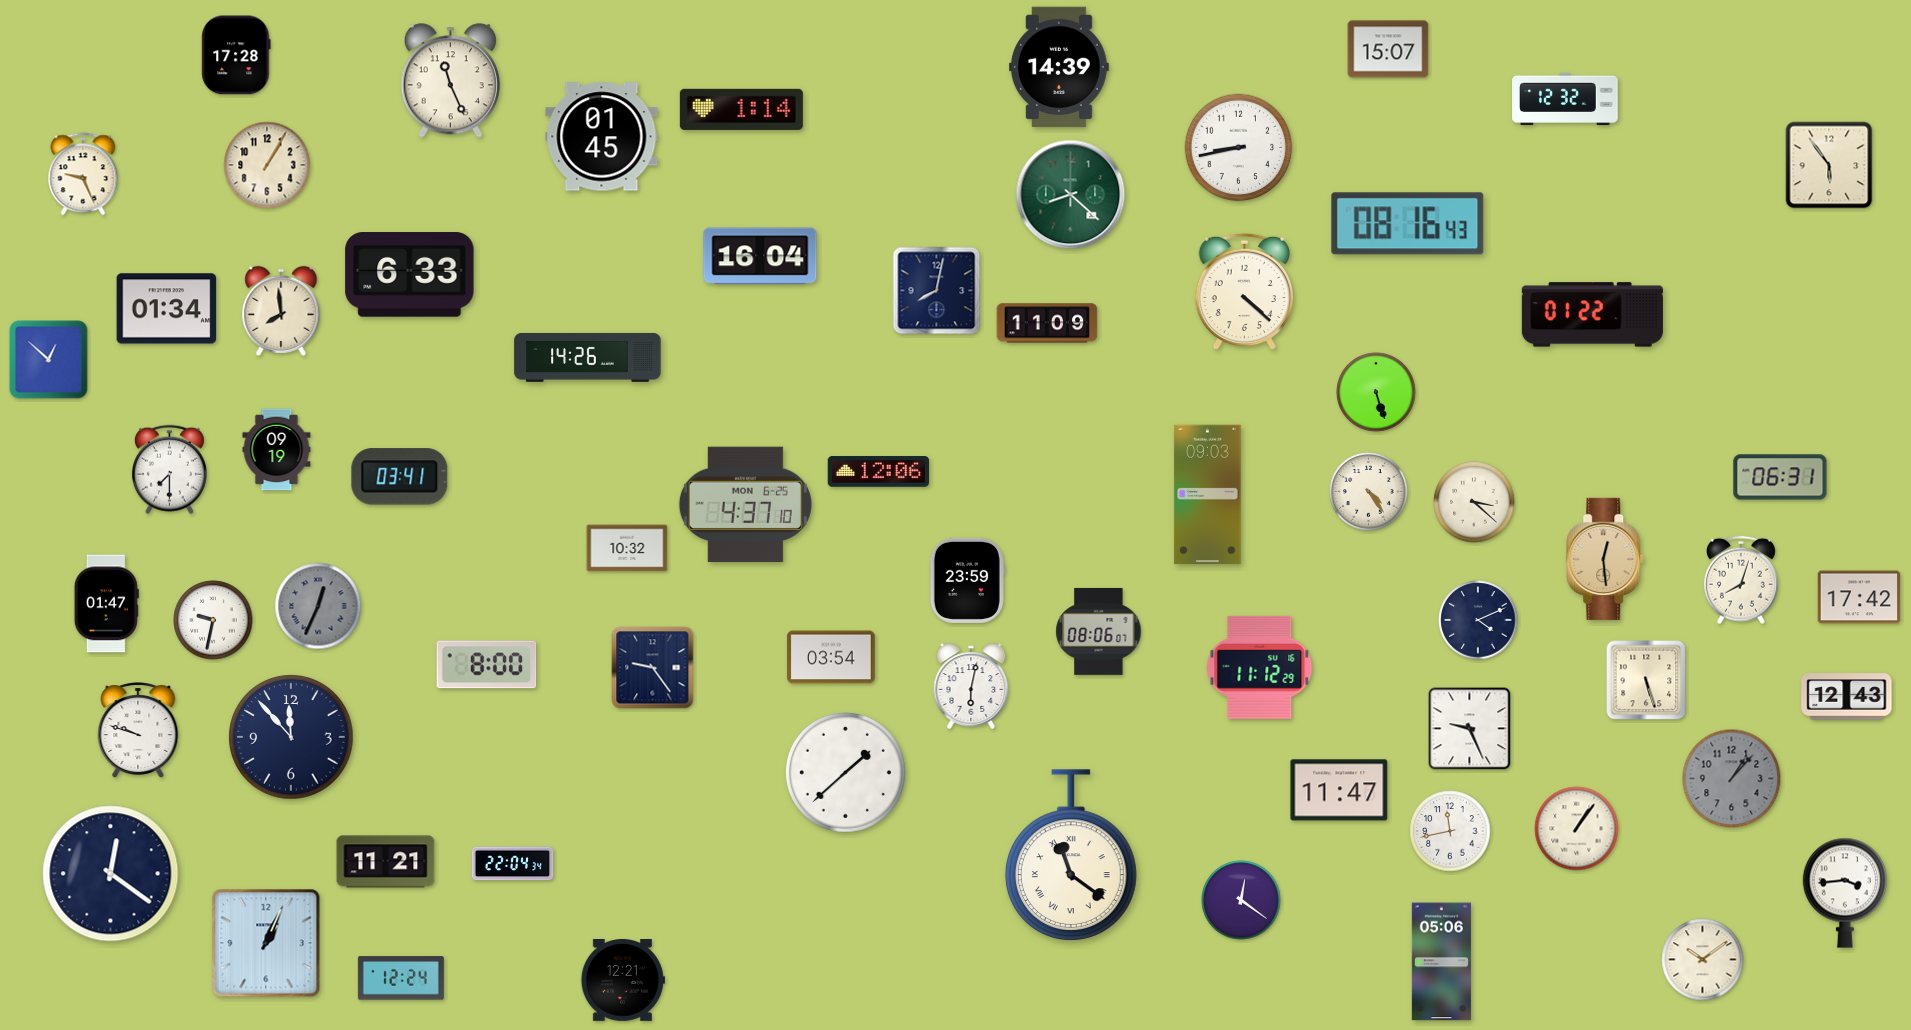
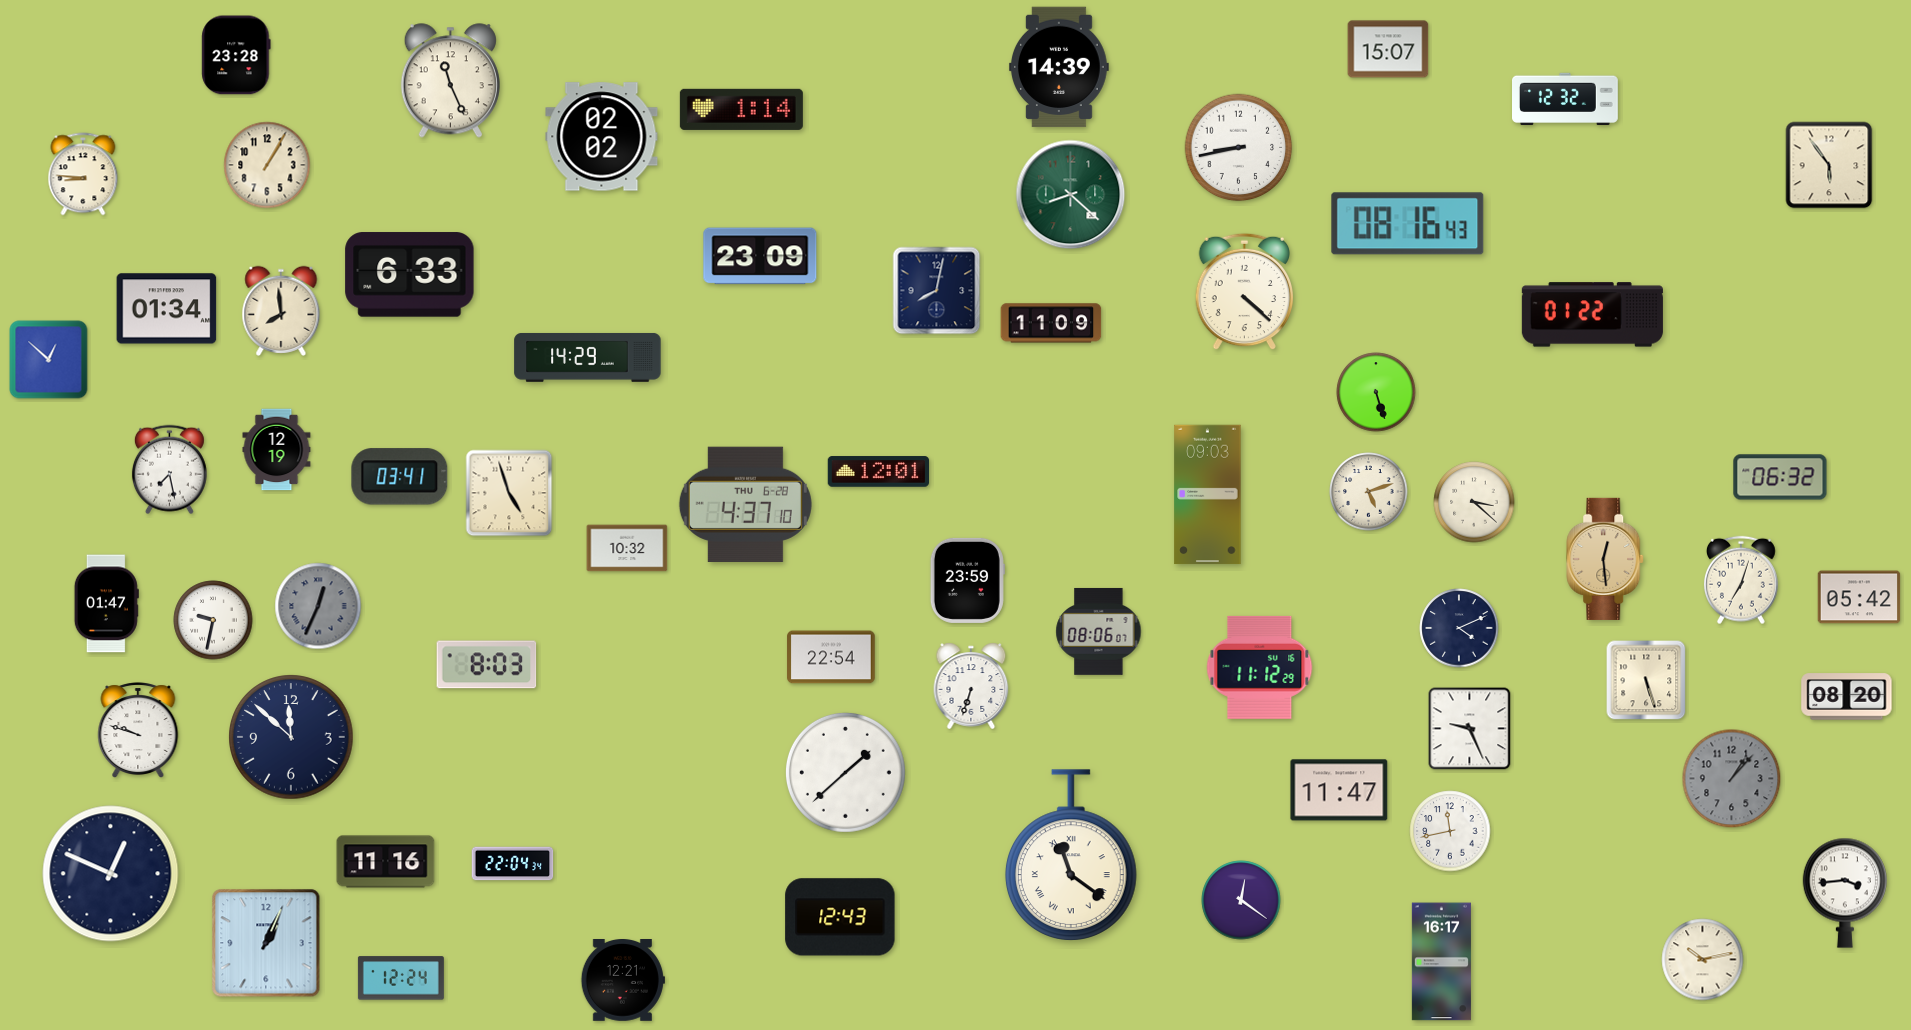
clock at (236, 55): 17:28 -> 23:28
clock at (602, 137): 01:45 -> 02:02
clock at (83, 174): 9:26 -> 8:46
clock at (760, 256): 16:04 -> 23:09
clock at (1047, 323) position: (1047, 323) -> (1051, 323)
clock at (588, 358): 14:26 -> 14:29
clock at (277, 450): 09:19 -> 12:19
clock at (169, 470): 7:30 -> 7:28
clock at (879, 472): 12:06 -> 12:01
clock at (1780, 477): 06:31 -> 06:32
clock at (1369, 492): 4:24 -> 5:12
clock at (509, 493): none -> 4:57
clock at (745, 504) date: MON 6-25 -> THU 6-28
clock at (1741, 580): 8:03 -> 7:03
clock at (1859, 597): 17:42 -> 05:42
clock at (1478, 620) position: (1478, 620) -> (1459, 628)
clock at (831, 657): 03:54 -> 22:54
clock at (487, 665): 8:00 -> 8:03
clock at (653, 668): 9:24 -> none
clock at (971, 686): 6:02 -> 6:33
clock at (1847, 697): 12:43 -> 08:20
clock at (291, 737): 11:53 -> 11:52
clock at (1577, 829): 1:06 -> none
clock at (386, 862): 11:21 -> 11:16
clock at (111, 874): 12:21 -> 12:49
clock at (840, 917): none -> 12:43
clock at (1703, 960): 10:09 -> 10:13
clock at (1441, 962): 05:06 -> 16:17
